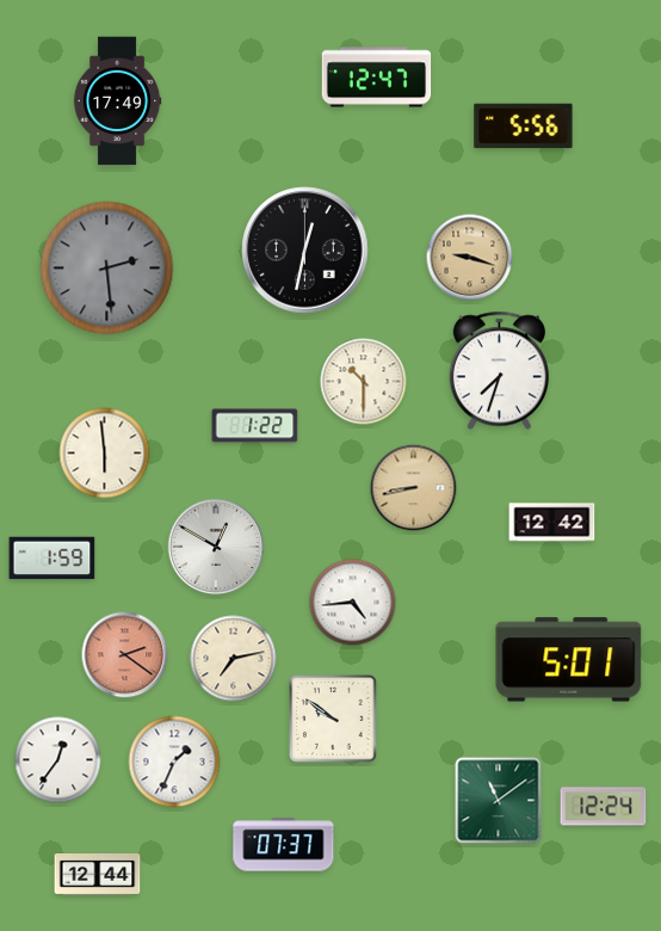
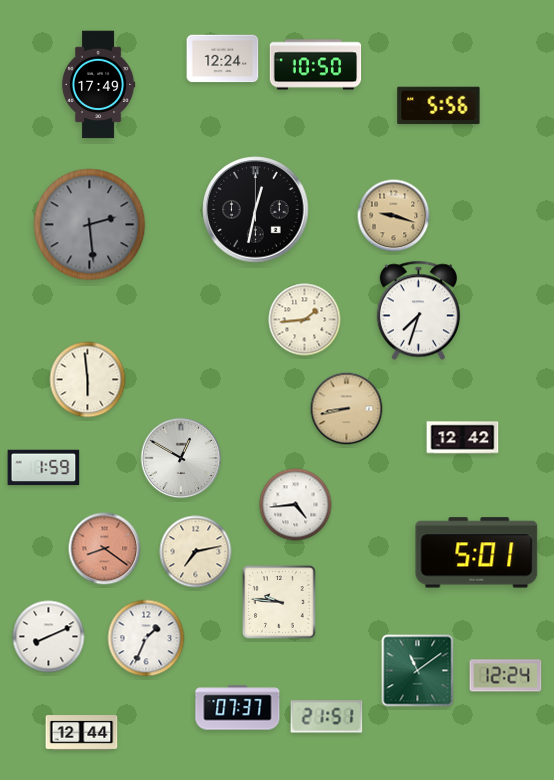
clock at (223, 59): none -> 12:24
clock at (377, 78): 12:47 -> 10:50
clock at (364, 382): 10:30 -> 1:44
clock at (255, 426): 1:22 -> none
clock at (125, 655): 2:21 -> 8:21
clock at (333, 719): 9:51 -> 9:46
clock at (58, 760): 12:36 -> 8:11
clock at (327, 717): none -> 21:51
